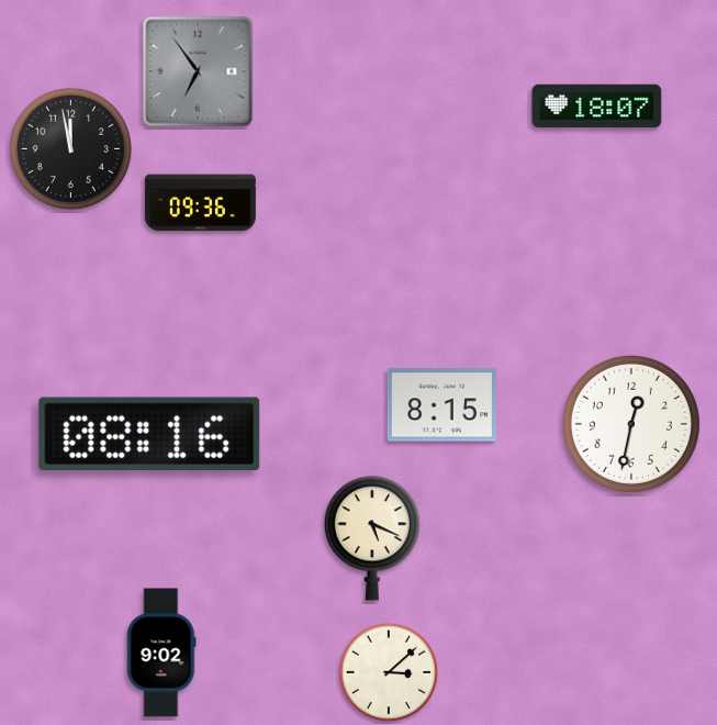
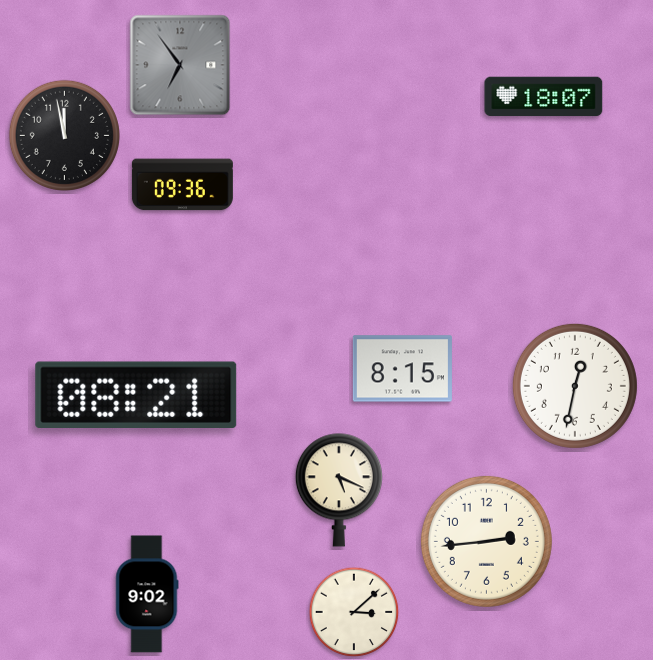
clock at (149, 434): 08:16 -> 08:21
clock at (486, 541): none -> 2:44
